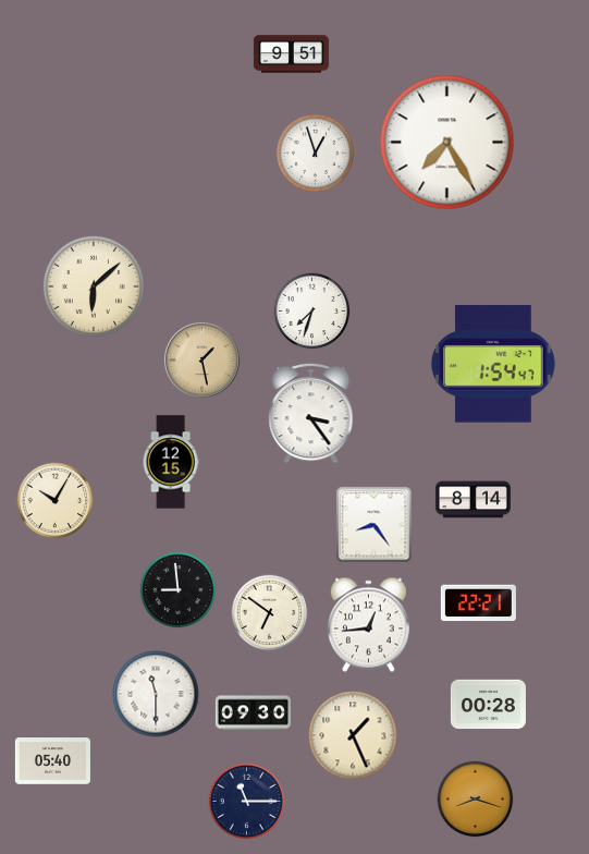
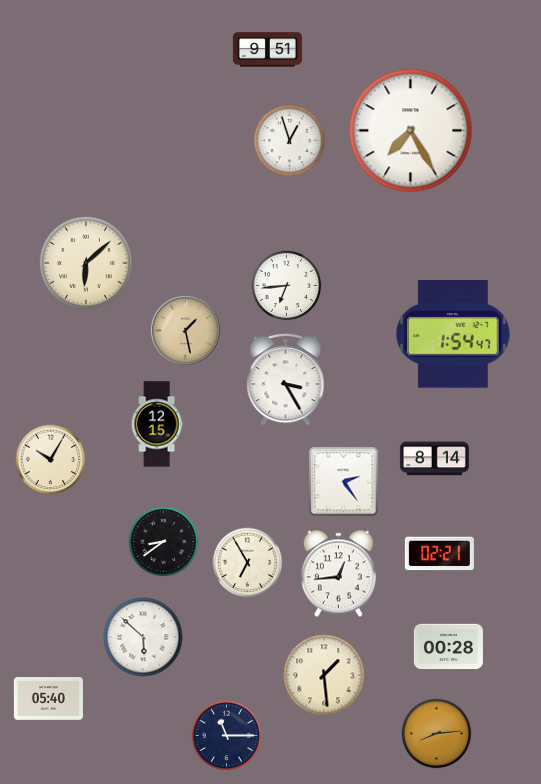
clock at (312, 312): 7:33 -> 6:44
clock at (311, 413): 3:24 -> 3:25
clock at (375, 525): 8:24 -> 2:24
clock at (179, 590): 8:59 -> 8:39
clock at (478, 603): 22:21 -> 02:21
clock at (270, 613): 6:51 -> 6:55
clock at (156, 694): 11:30 -> 5:52
clock at (253, 713): 09:30 -> none
clock at (353, 735): 1:26 -> 1:29
clock at (476, 800): 8:18 -> 8:14
